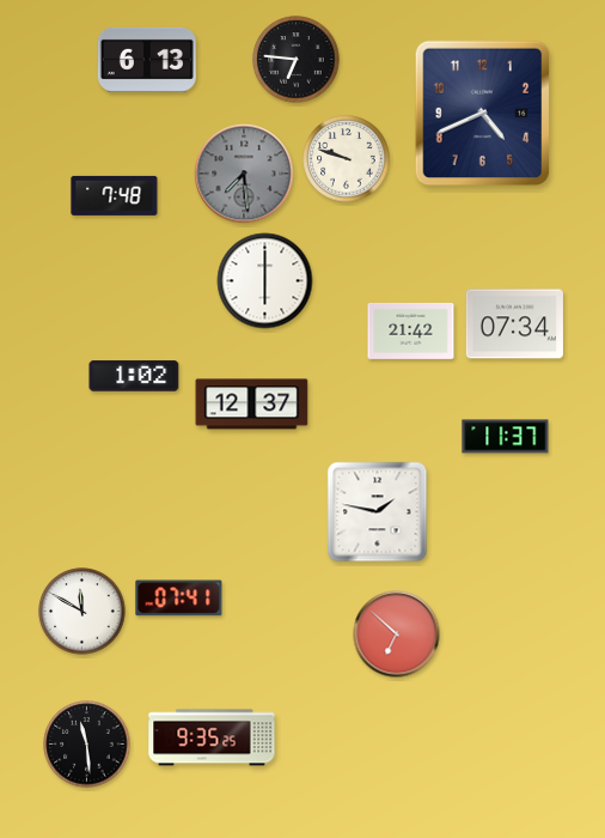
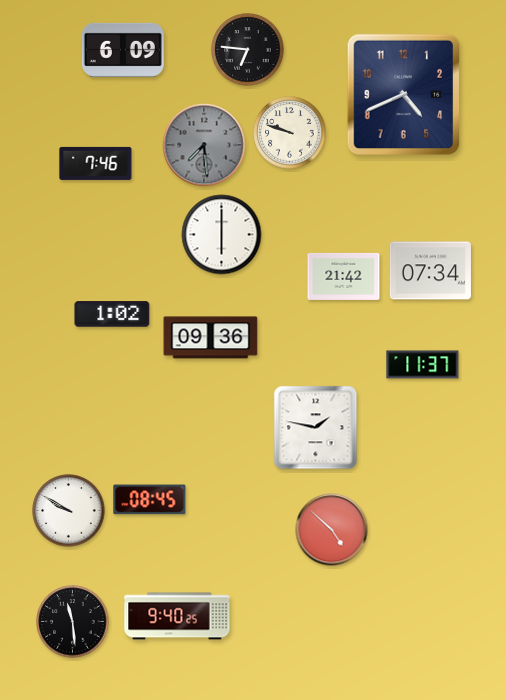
clock at (147, 60): 6:13 -> 6:09
clock at (115, 195): 7:48 -> 7:46
clock at (252, 405): 12:37 -> 09:36
clock at (179, 599): 07:41 -> 08:45
clock at (82, 612): 11:50 -> 9:50
clock at (397, 634): 6:52 -> 4:52
clock at (212, 737): 9:35 -> 9:40
